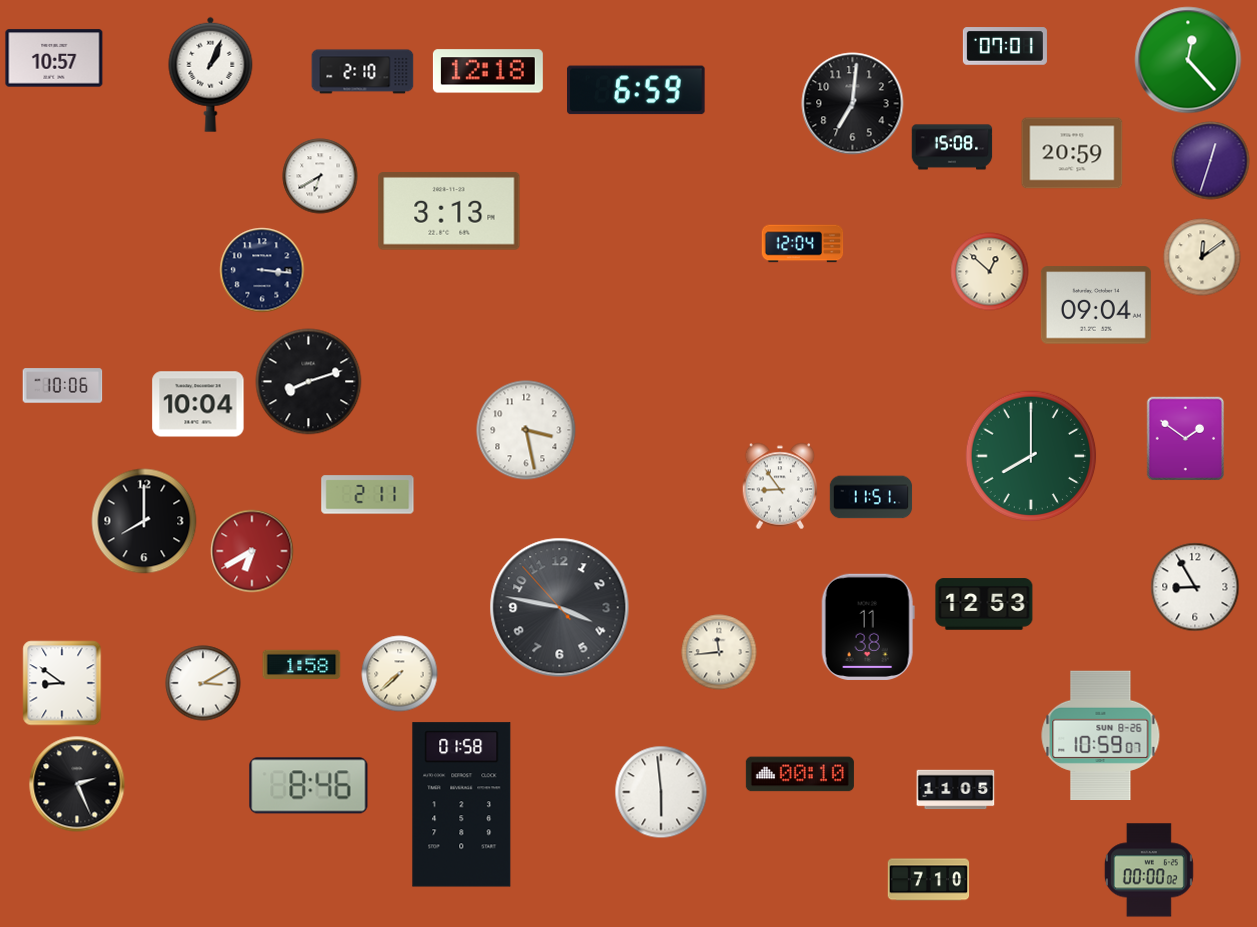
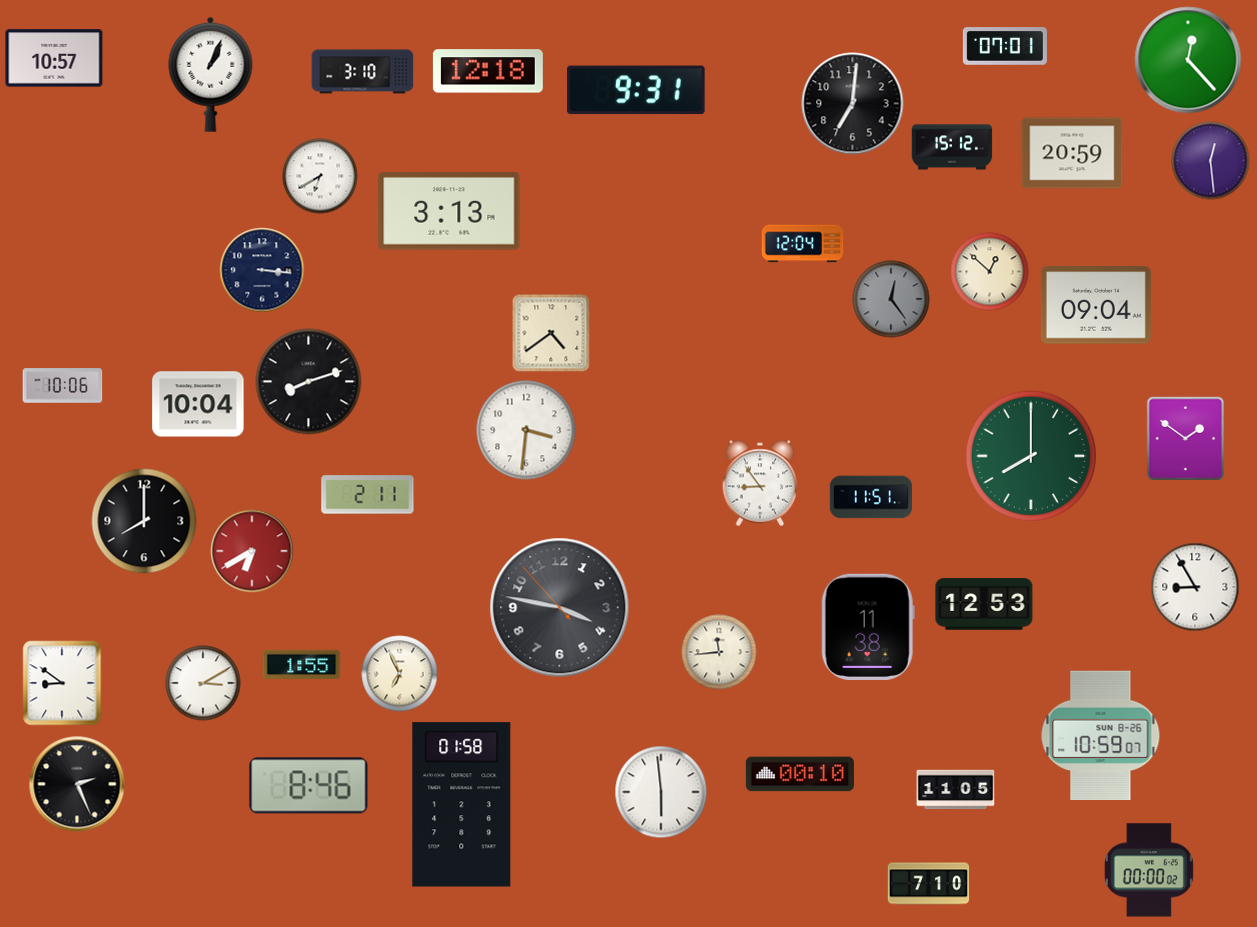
clock at (363, 72): 2:10 -> 3:10
clock at (637, 90): 6:59 -> 9:31
clock at (952, 147): 15:08 -> 15:12
clock at (1211, 161): 12:33 -> 12:29
clock at (1202, 257): 12:09 -> none
clock at (891, 299): none -> 12:24
clock at (551, 333): none -> 4:39
clock at (526, 430): 3:28 -> 3:31
clock at (780, 486) position: (780, 486) -> (760, 483)
clock at (302, 665): 1:58 -> 1:55
clock at (400, 674): 7:38 -> 6:56
clock at (929, 880) position: (929, 880) -> (929, 884)
